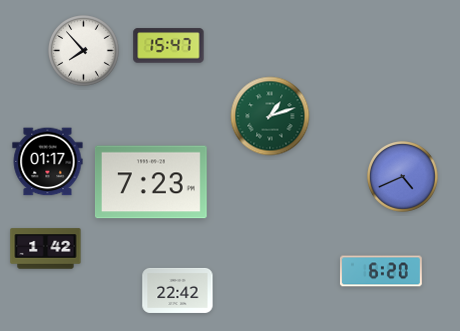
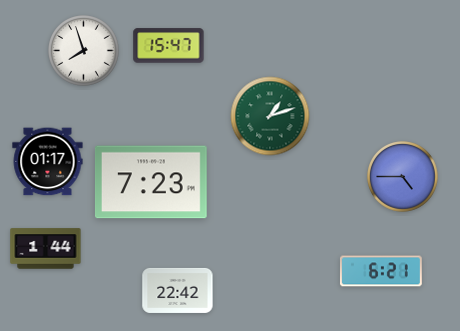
clock at (84, 51): 7:53 -> 7:57
clock at (403, 177): 4:41 -> 4:45
clock at (46, 249): 1:42 -> 1:44
clock at (381, 271): 6:20 -> 6:21
